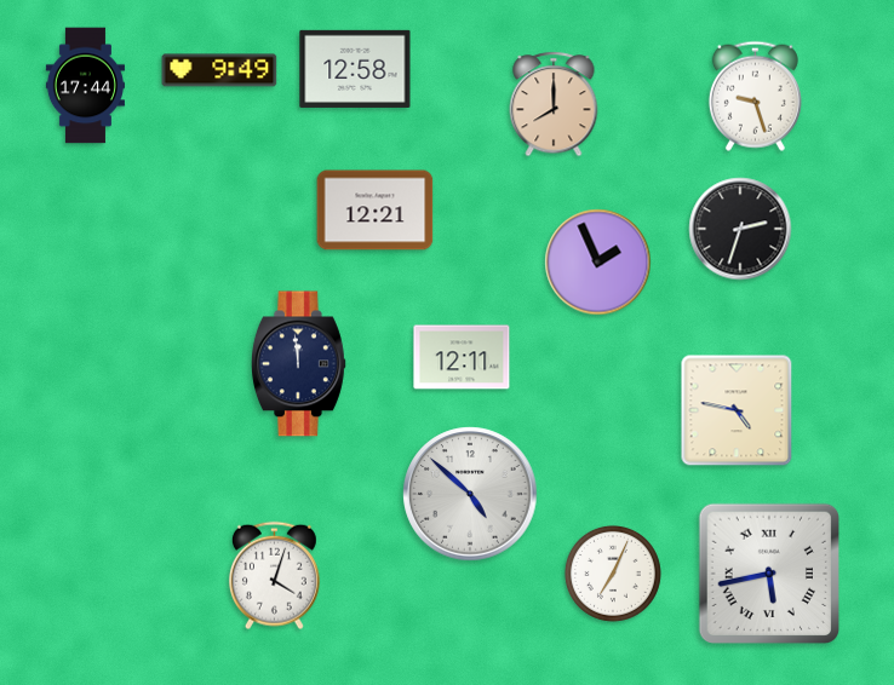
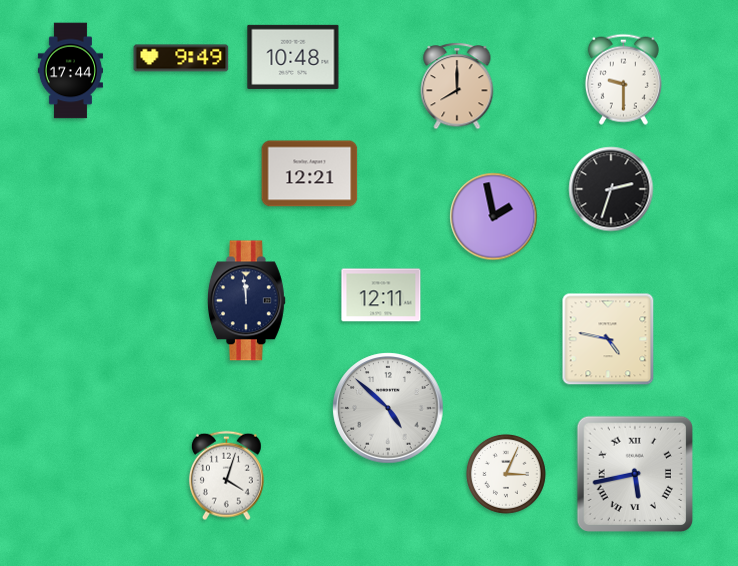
clock at (355, 69): 12:58 -> 10:48
clock at (755, 96): 9:27 -> 9:30
clock at (598, 263): 1:56 -> 1:58
clock at (613, 574): 7:04 -> 3:04
